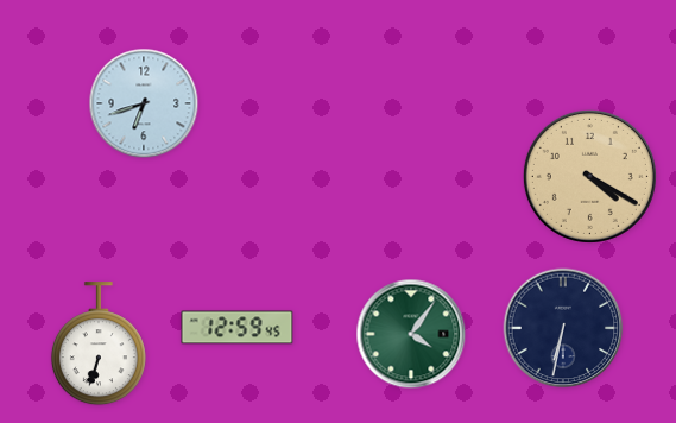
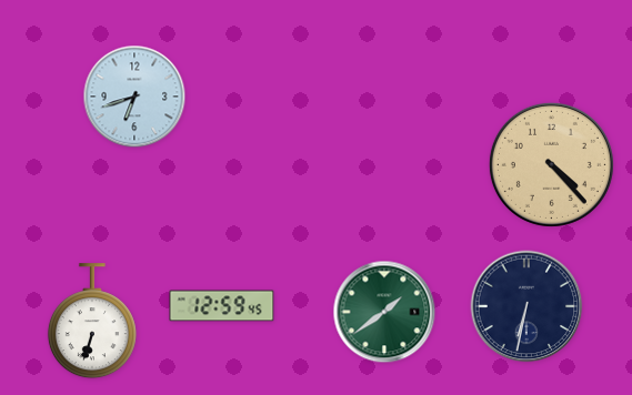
clock at (589, 176): 4:20 -> 4:23
clock at (411, 334): 4:06 -> 1:39
